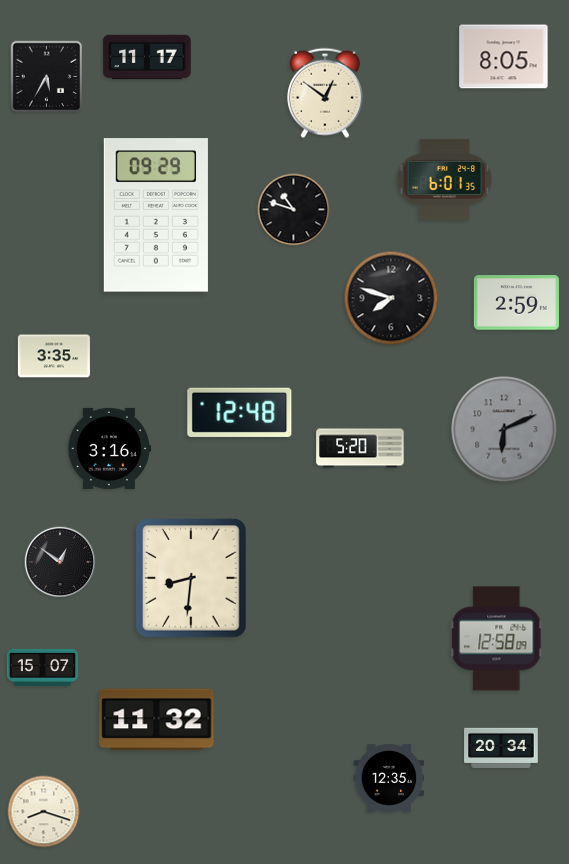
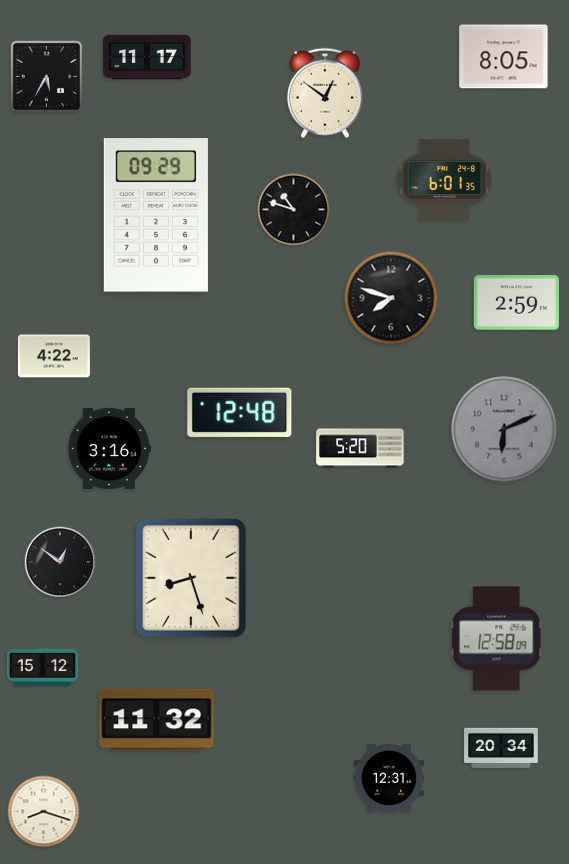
clock at (54, 356): 3:35 -> 4:22
clock at (191, 578): 8:31 -> 8:27
clock at (42, 667): 15:07 -> 15:12
clock at (389, 778): 12:35 -> 12:31
